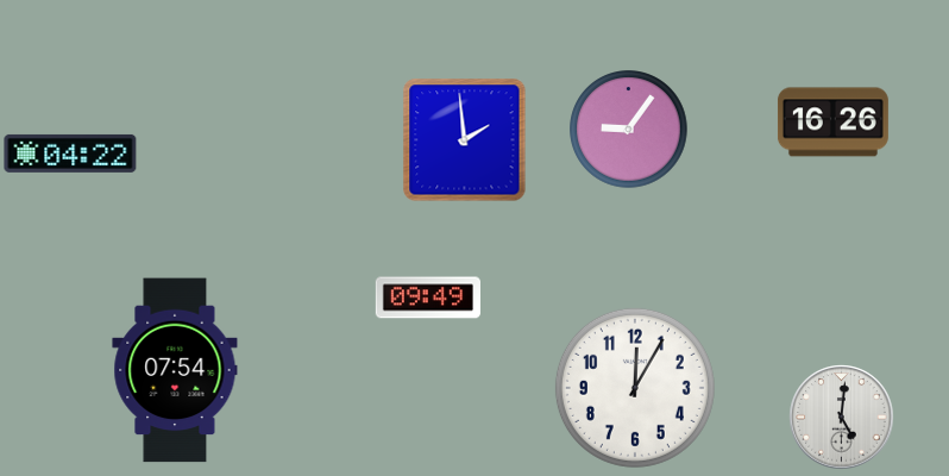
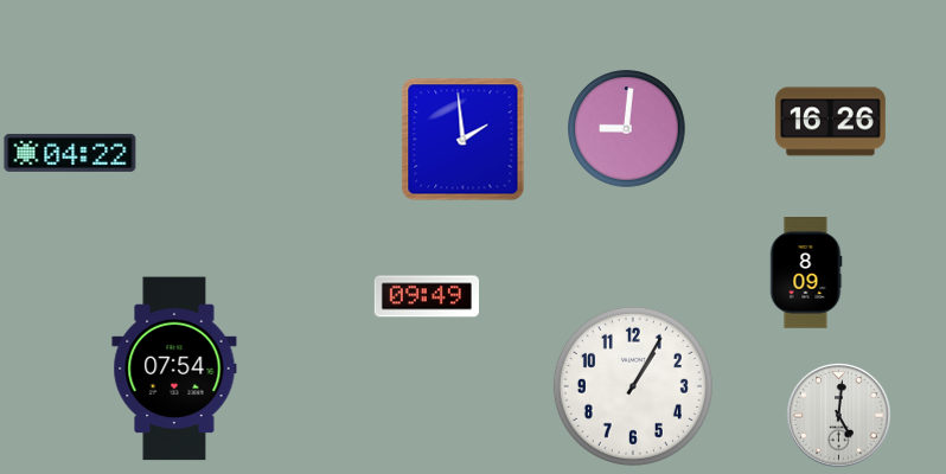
clock at (629, 130): 9:06 -> 9:01
clock at (806, 274): none -> 8:09
clock at (635, 388): 12:05 -> 1:05
